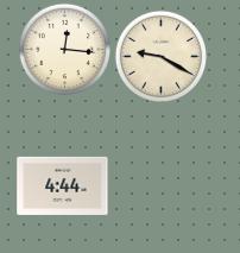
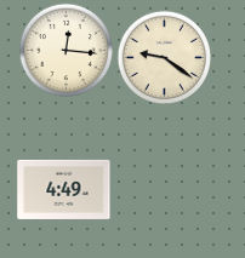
clock at (160, 56): 9:20 -> 9:21
clock at (63, 185): 4:44 -> 4:49
